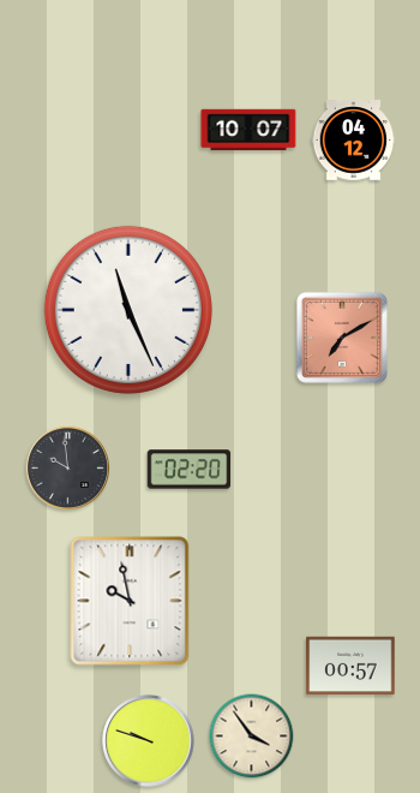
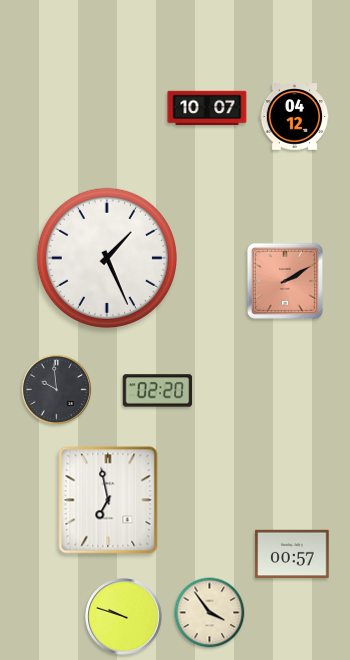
clock at (128, 310): 11:26 -> 1:26
clock at (342, 338): 7:10 -> 2:10
clock at (130, 601): 9:58 -> 6:58
